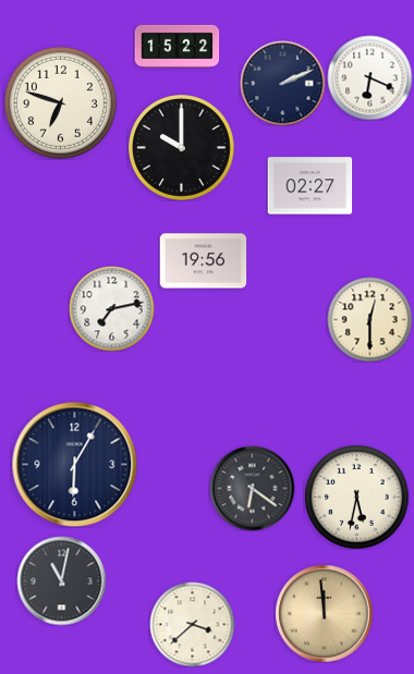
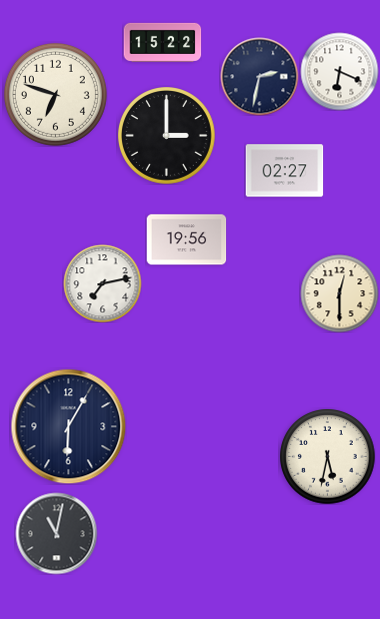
clock at (282, 83): 2:11 -> 2:32
clock at (182, 148): 10:00 -> 3:00
clock at (252, 488): 6:21 -> none
clock at (324, 613): 11:59 -> none
clock at (192, 624): 3:38 -> none
